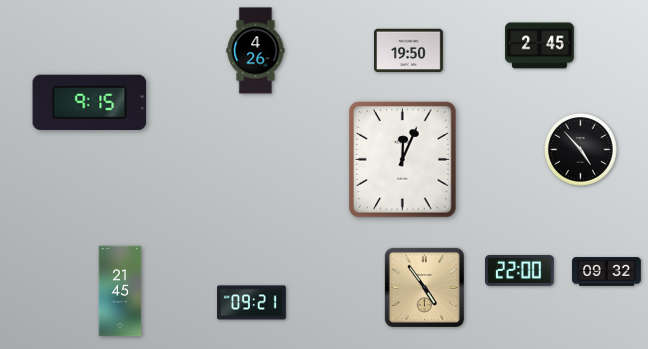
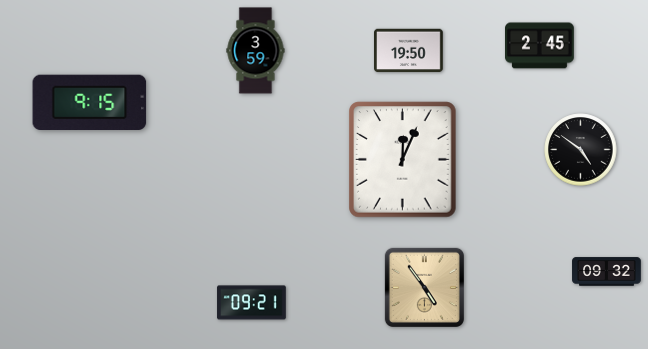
clock at (256, 51): 4:26 -> 3:59
clock at (581, 150): 4:53 -> 4:51
clock at (520, 270): 22:00 -> none
clock at (120, 291): 21:45 -> none
